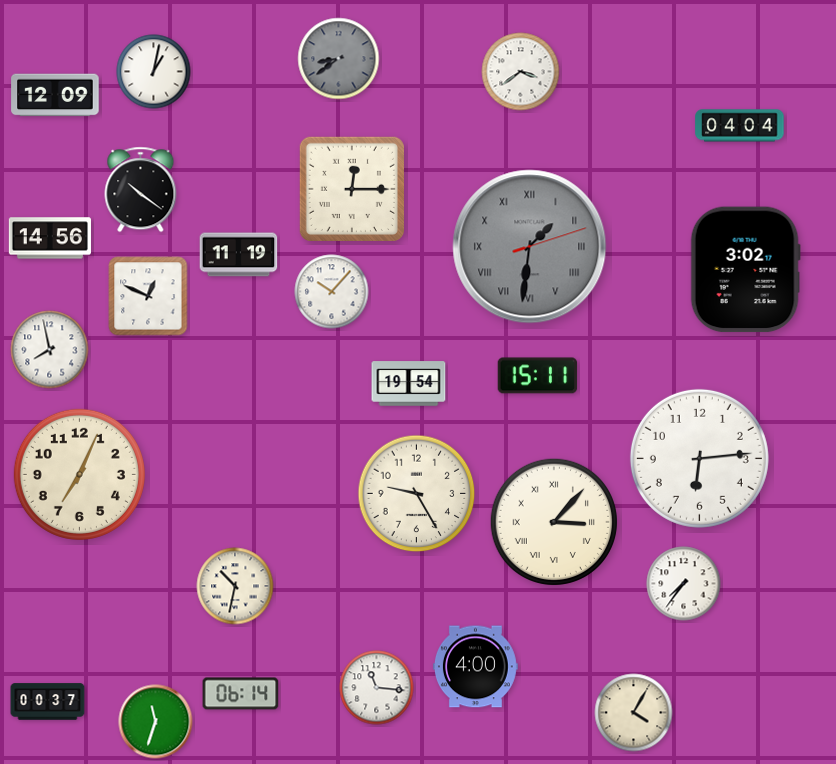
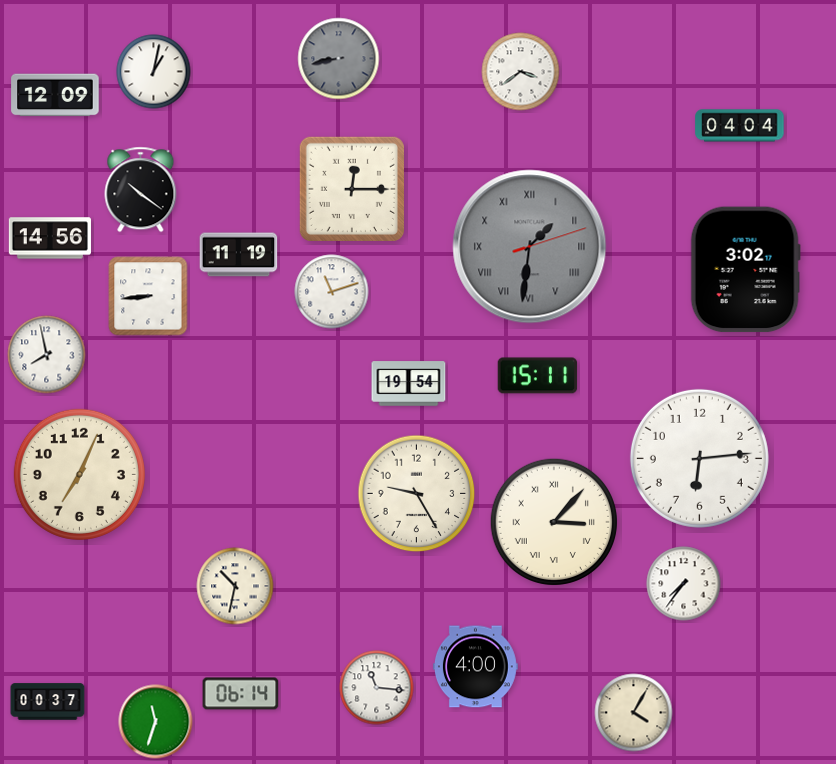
clock at (339, 59): 8:39 -> 8:43
clock at (332, 292): 10:07 -> 11:12
clock at (148, 296): 12:49 -> 8:44
clock at (50, 350) position: (50, 350) -> (47, 355)
